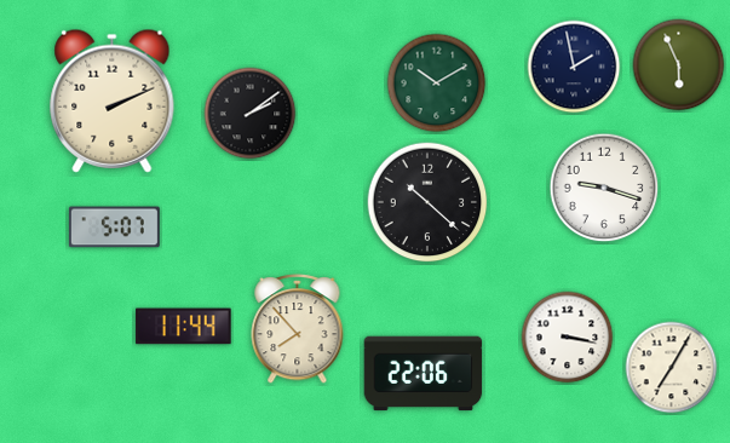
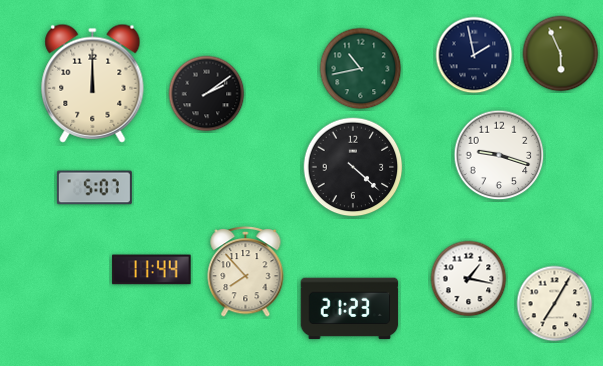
clock at (437, 84): 10:10 -> 10:43
clock at (113, 100): 2:11 -> 12:00
clock at (427, 202): 10:22 -> 4:22
clock at (568, 338): 3:17 -> 1:17
clock at (424, 374): 22:06 -> 21:23
